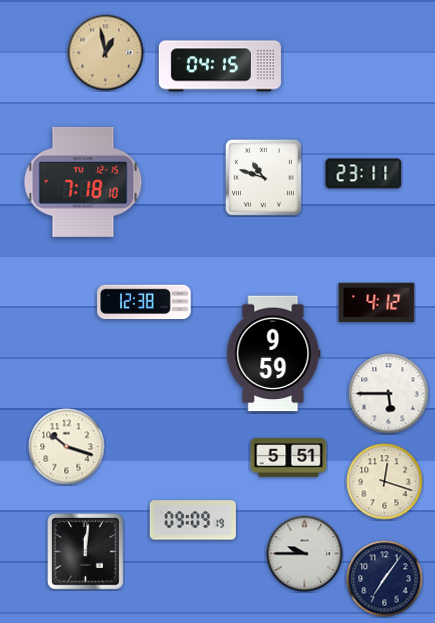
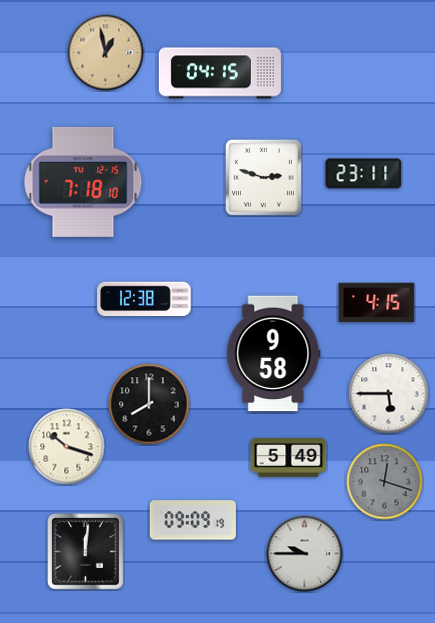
clock at (220, 66) position: (220, 66) -> (220, 73)
clock at (263, 177): 10:48 -> 2:48
clock at (144, 302) position: (144, 302) -> (144, 299)
clock at (377, 303): 4:12 -> 4:15
clock at (274, 354): 9:59 -> 9:58
clock at (149, 404): none -> 8:00
clock at (289, 458): 5:51 -> 5:49
clock at (385, 482) dial: cream -> grey
clock at (385, 579): 7:06 -> none
